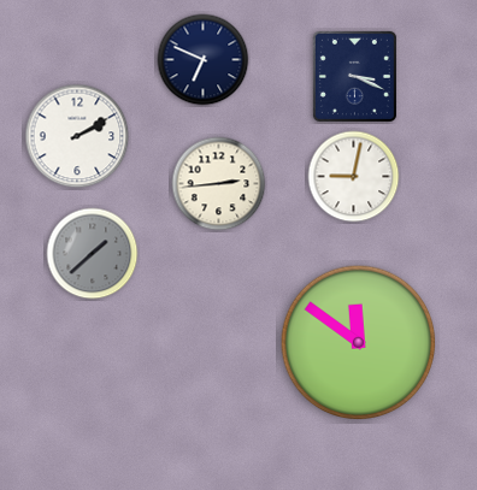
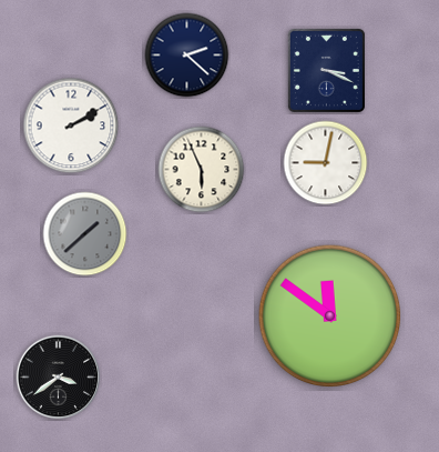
clock at (204, 60): 6:49 -> 2:22
clock at (219, 184): 2:44 -> 5:56
clock at (59, 378): none -> 3:39
